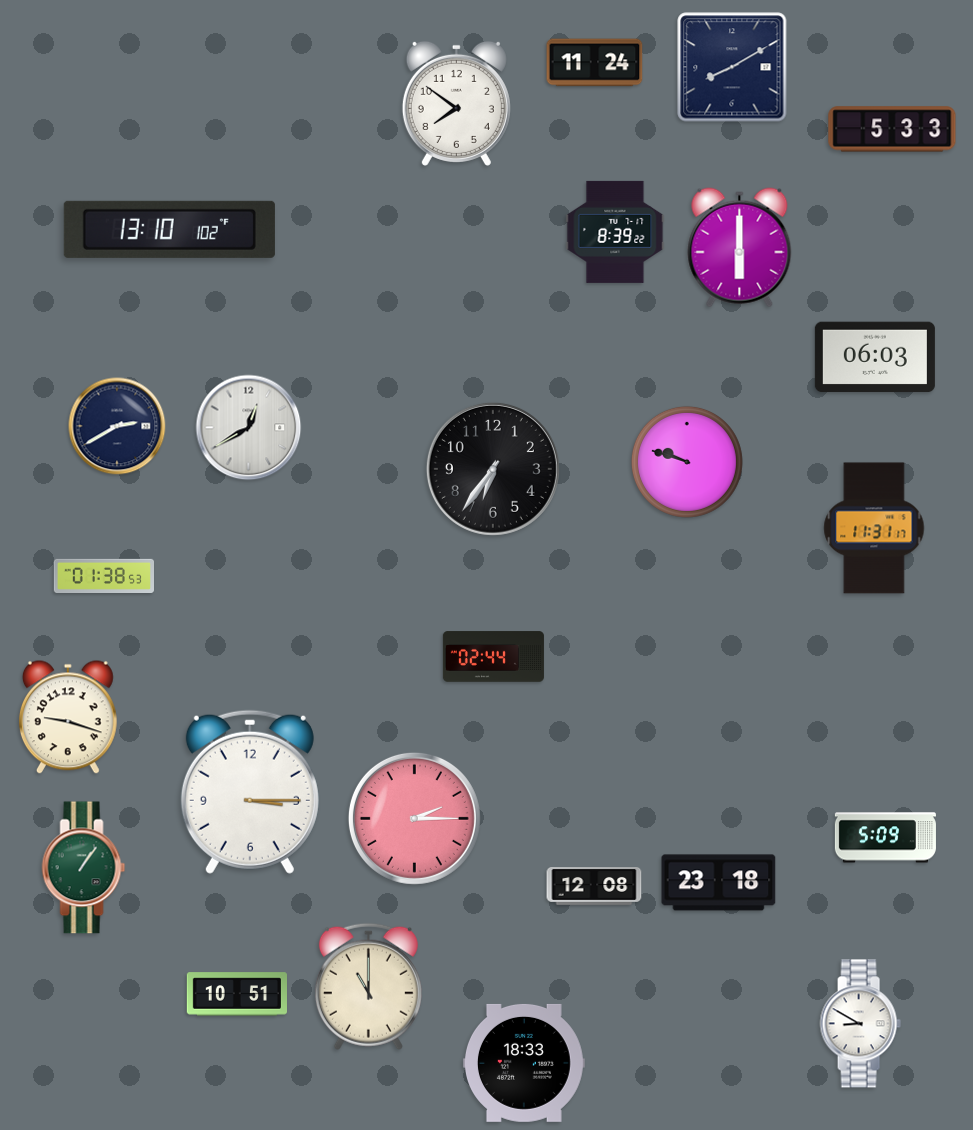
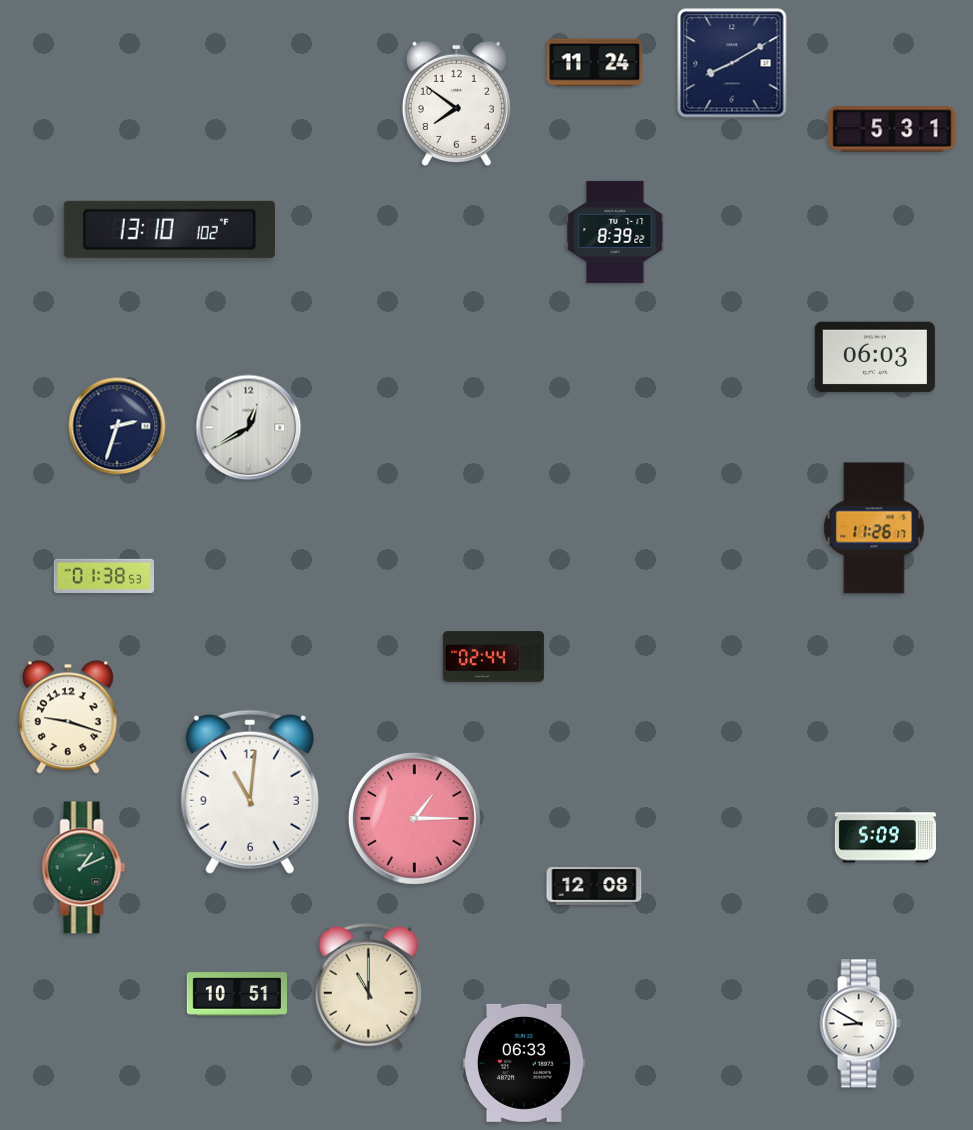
clock at (732, 67) position: (732, 67) -> (732, 63)
clock at (892, 129): 5:33 -> 5:31
clock at (740, 248): 6:00 -> none
clock at (117, 426): 2:40 -> 2:33
clock at (687, 462): 9:48 -> none
clock at (493, 469): 6:36 -> none
clock at (874, 528): 11:31 -> 11:26
clock at (250, 792): 3:15 -> 11:01
clock at (414, 818): 2:15 -> 1:15
clock at (84, 868): 1:06 -> 1:11
clock at (719, 883): 23:18 -> none
clock at (524, 1063): 18:33 -> 06:33
